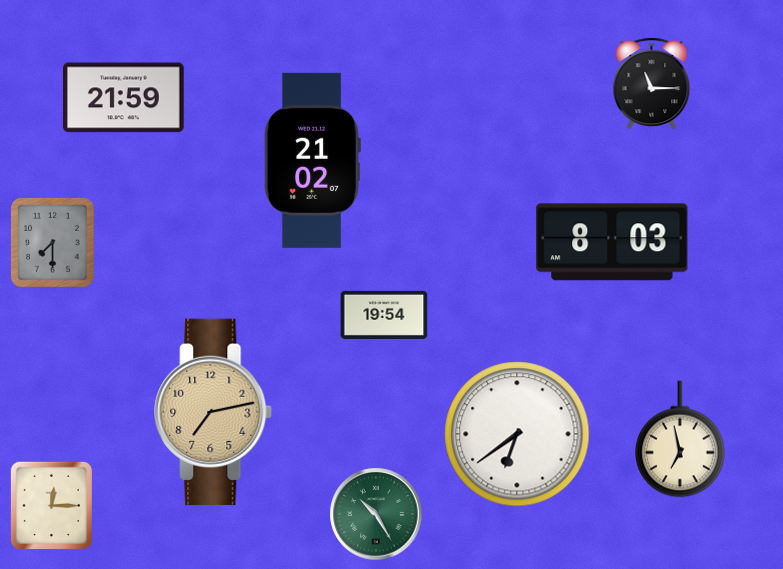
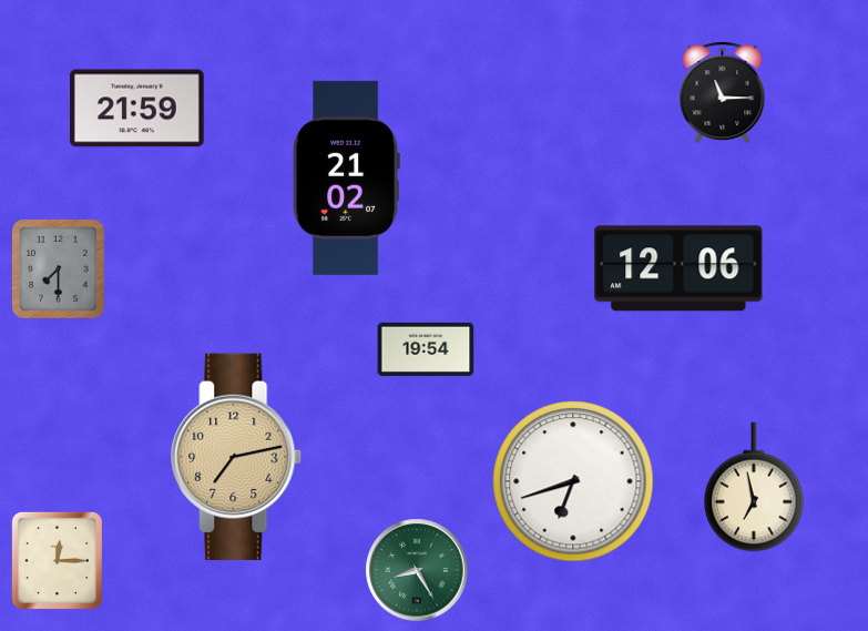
clock at (612, 242): 8:03 -> 12:06
clock at (517, 434): 6:39 -> 6:42
clock at (376, 514): 10:25 -> 8:25
